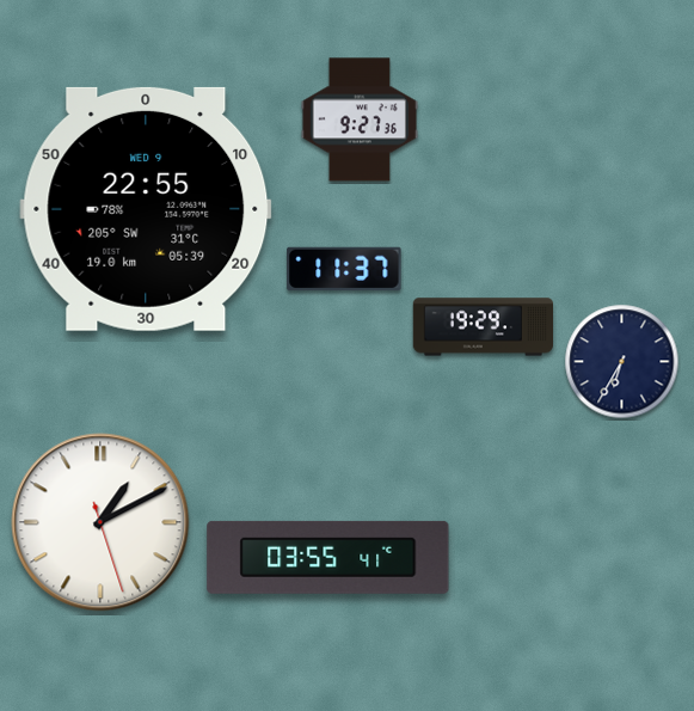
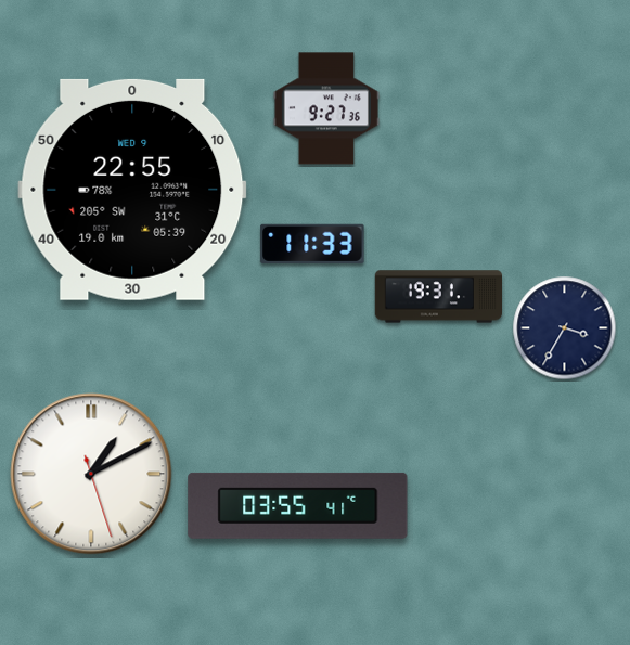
clock at (344, 269): 11:37 -> 11:33
clock at (483, 327): 19:29 -> 19:31
clock at (622, 362): 6:35 -> 3:35
